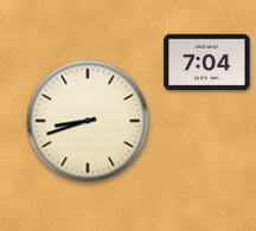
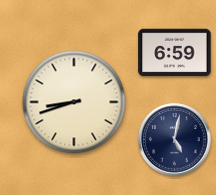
clock at (207, 63): 7:04 -> 6:59
clock at (175, 140): none -> 5:02
